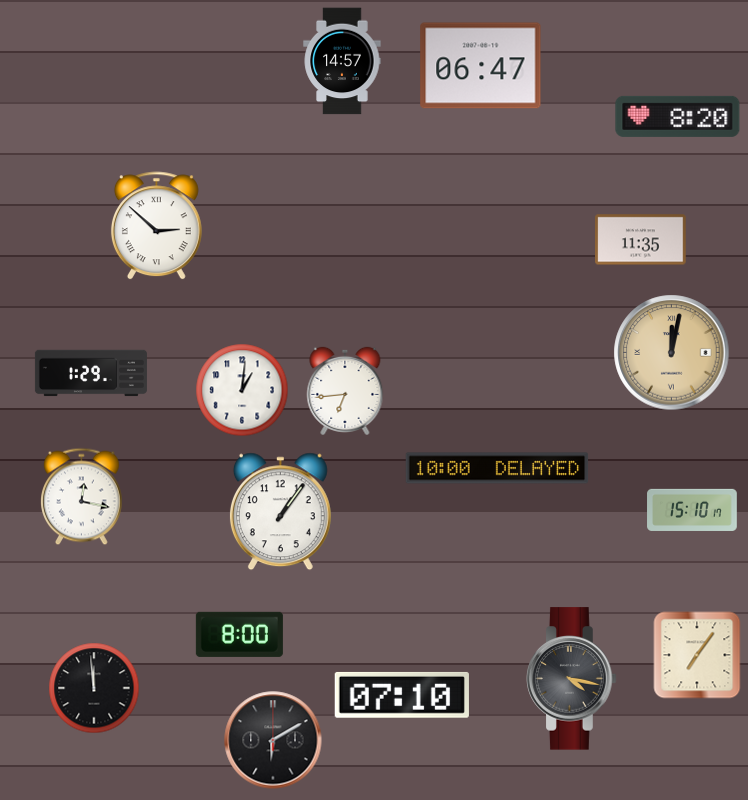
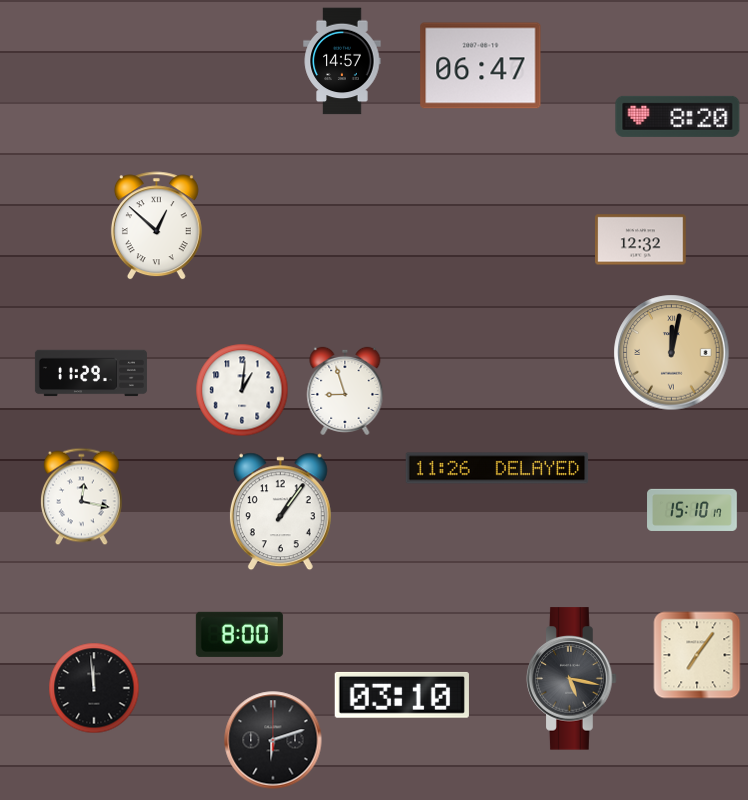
clock at (156, 226): 2:52 -> 12:52
clock at (641, 240): 11:35 -> 12:32
clock at (91, 373): 1:29 -> 11:29
clock at (345, 391): 6:44 -> 8:57
clock at (497, 468): 10:00 -> 11:26
clock at (572, 679): 4:17 -> 5:17
clock at (402, 695): 07:10 -> 03:10
clock at (273, 740): 6:10 -> 6:12
